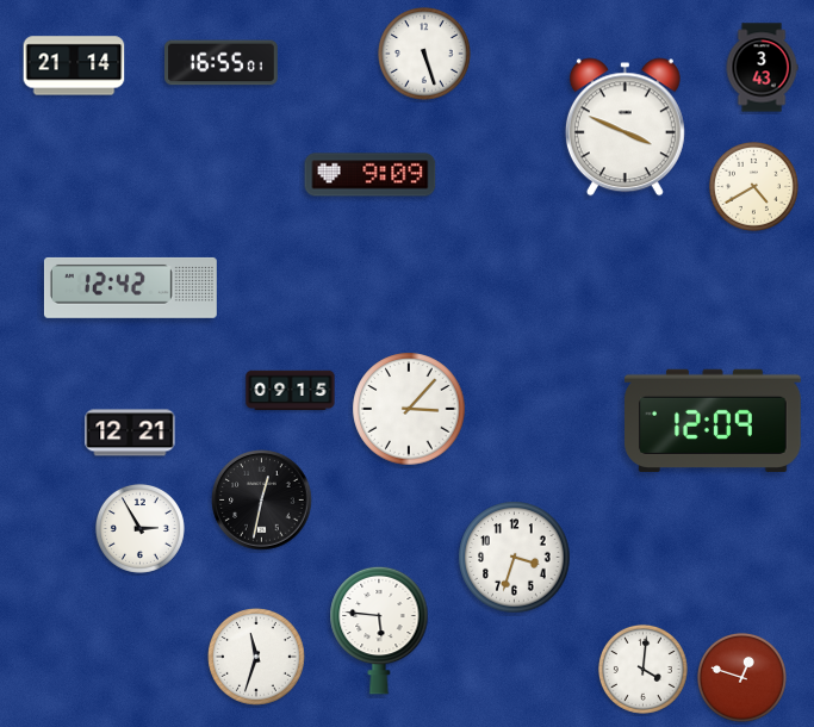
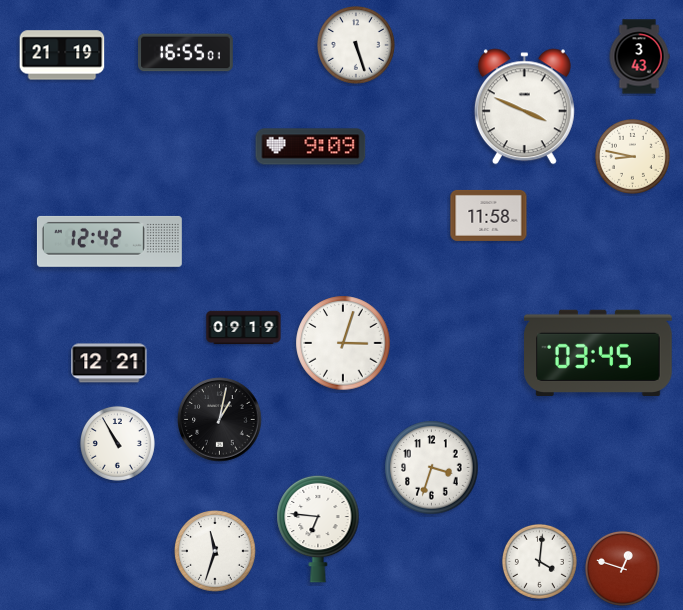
clock at (74, 66): 21:14 -> 21:19
clock at (753, 186): 4:40 -> 8:47
clock at (489, 215): none -> 11:58
clock at (291, 391): 09:15 -> 09:19
clock at (409, 409): 3:07 -> 3:03
clock at (713, 421): 12:09 -> 03:45
clock at (262, 501): 12:32 -> 1:02
clock at (139, 528): 2:55 -> 10:55
clock at (379, 630): 5:46 -> 6:46
